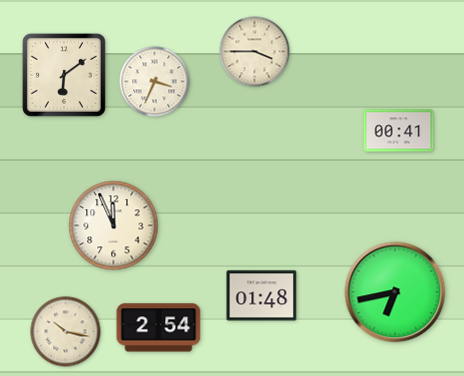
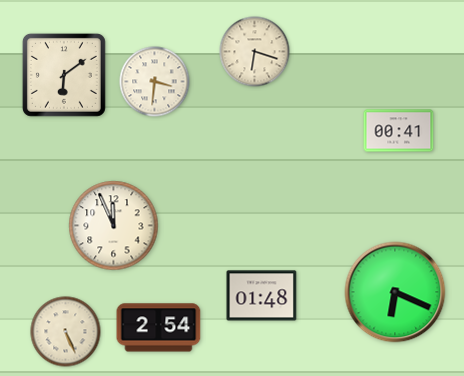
clock at (255, 52): 3:45 -> 6:18
clock at (155, 82): 3:34 -> 3:31
clock at (395, 292): 6:43 -> 6:19
clock at (66, 332): 10:17 -> 5:26
